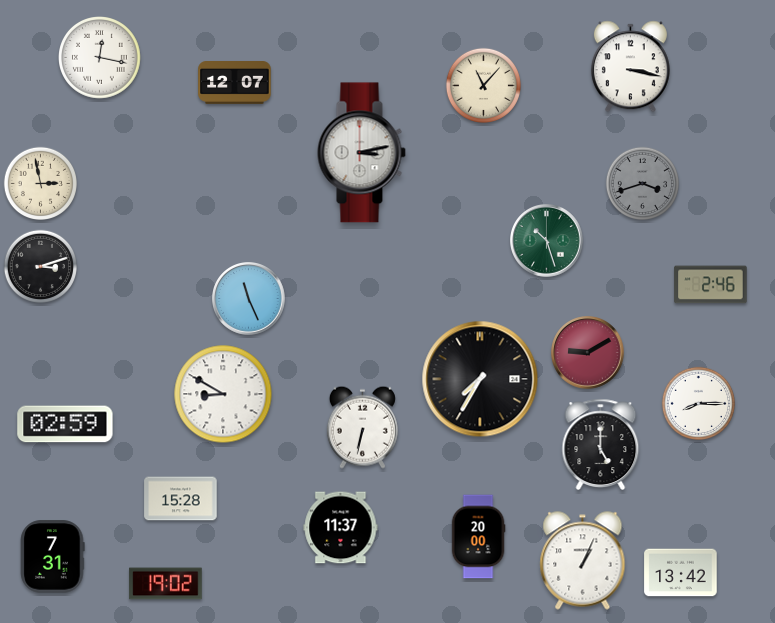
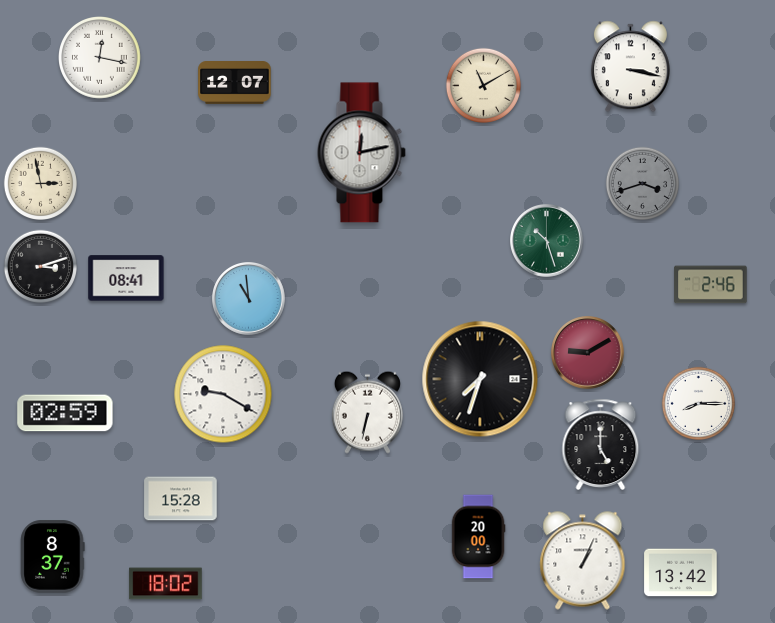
clock at (483, 85): 11:07 -> 11:10
clock at (361, 153): 3:13 -> 12:13
clock at (126, 278): none -> 08:41
clock at (249, 299): 11:26 -> 10:59
clock at (480, 379): 7:35 -> 7:33
clock at (223, 394): 8:50 -> 9:20
clock at (65, 424) position: (65, 424) -> (65, 413)
clock at (362, 427) position: (362, 427) -> (367, 412)
clock at (341, 528): 11:37 -> none
clock at (53, 557): 7:31 -> 8:37
clock at (166, 584): 19:02 -> 18:02
